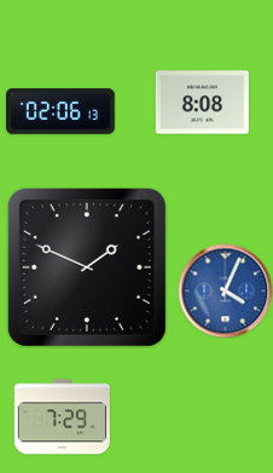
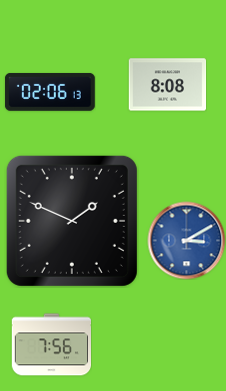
clock at (225, 290): 4:04 -> 3:10
clock at (62, 417): 7:29 -> 7:56
